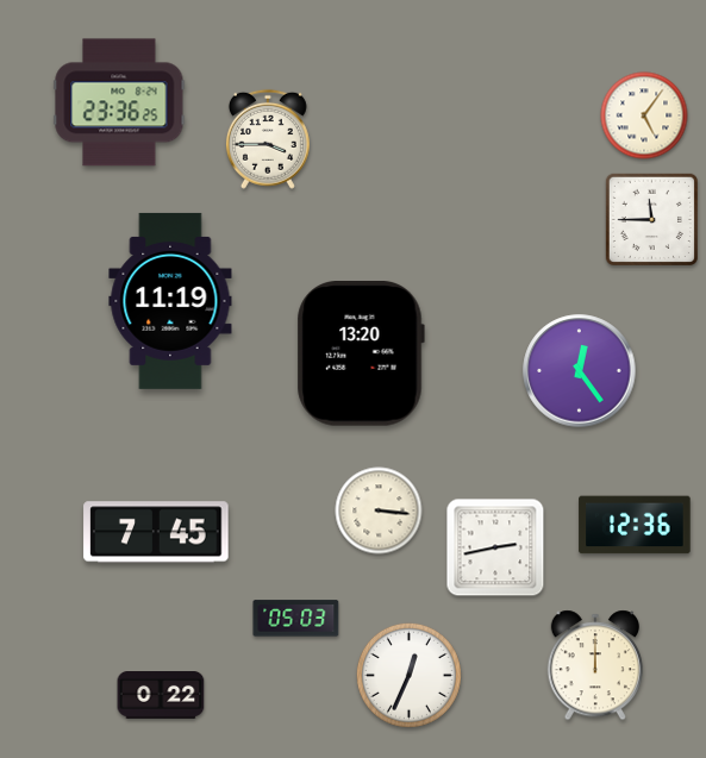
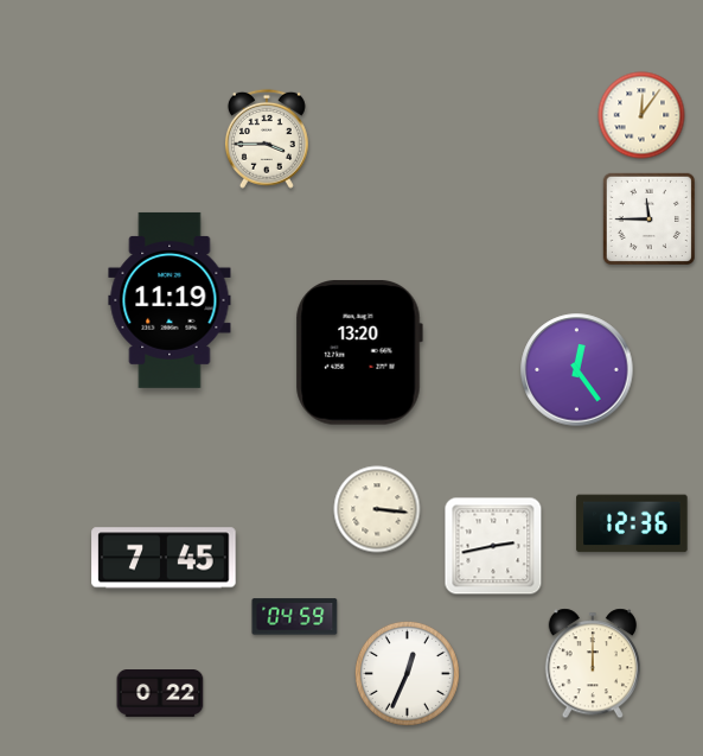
clock at (119, 102): 23:36 -> none
clock at (644, 115): 5:06 -> 12:06
clock at (156, 532) position: (156, 532) -> (164, 558)
clock at (296, 619): 05:03 -> 04:59
